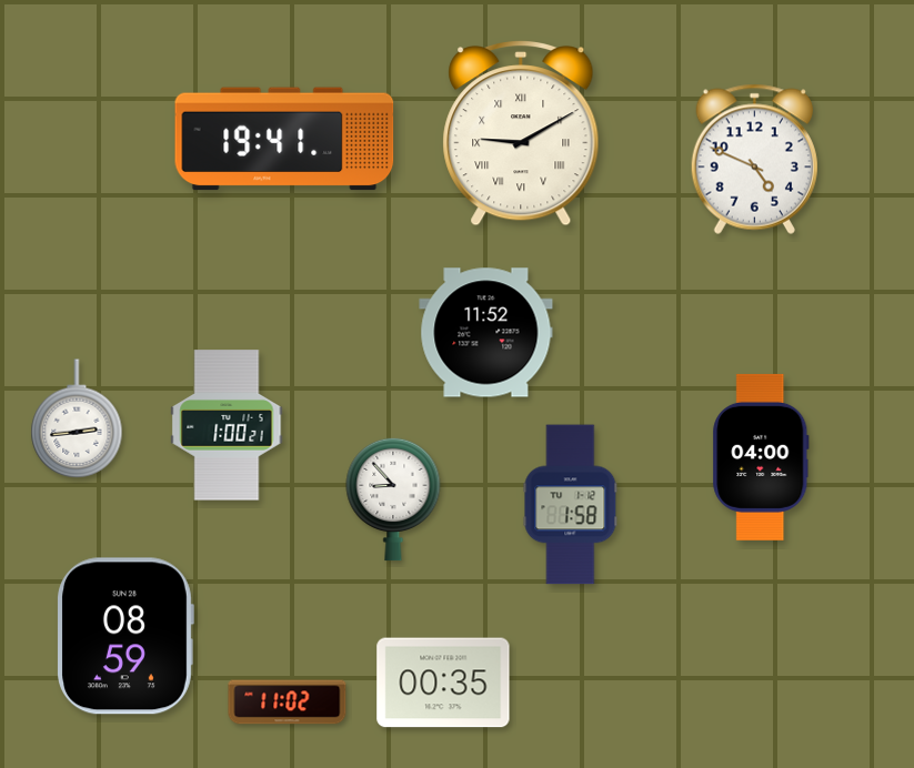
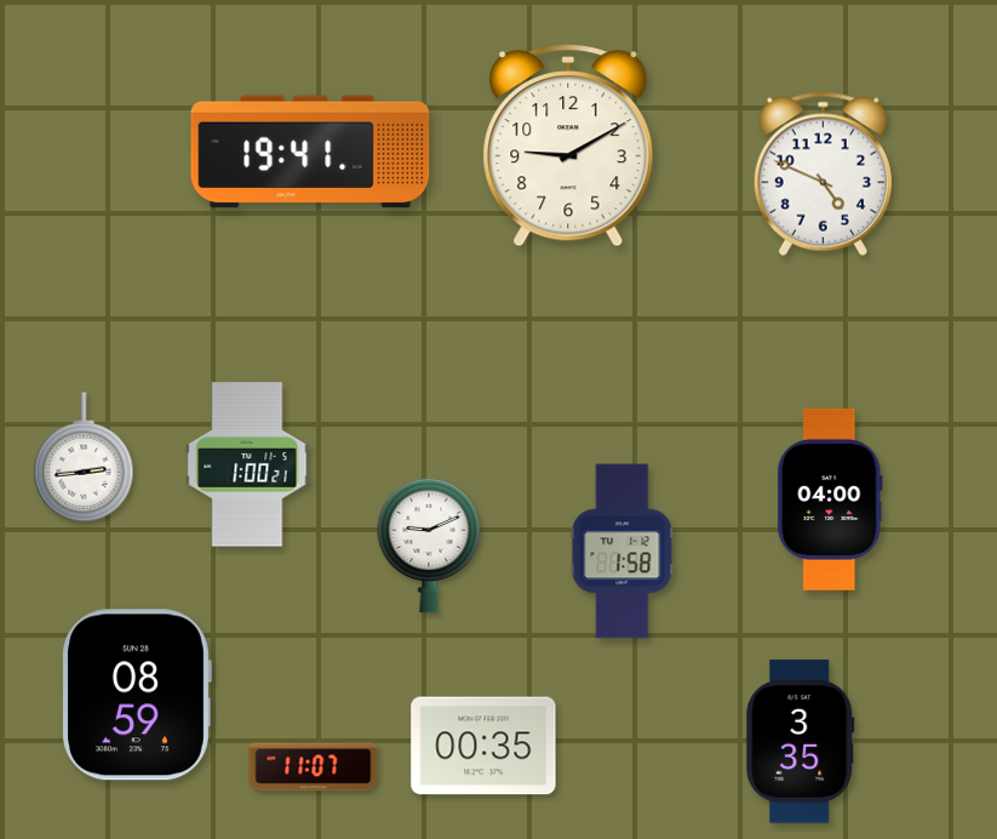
clock at (521, 134) numerals: Roman -> Arabic
clock at (486, 333): 11:52 -> none
clock at (393, 499): 8:53 -> 9:11
clock at (801, 742): none -> 3:35
clock at (288, 703): 11:02 -> 11:07
